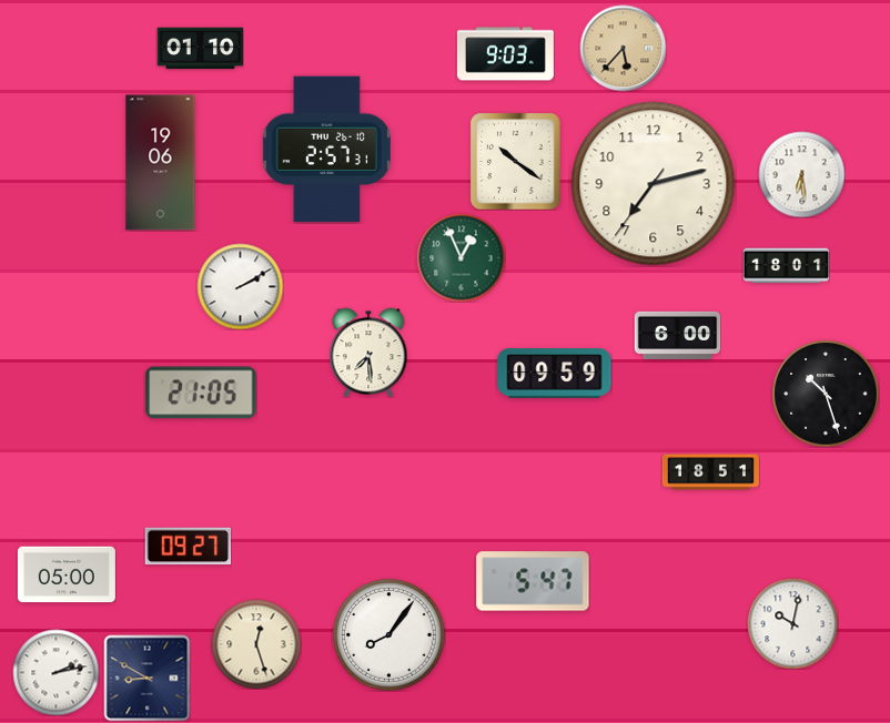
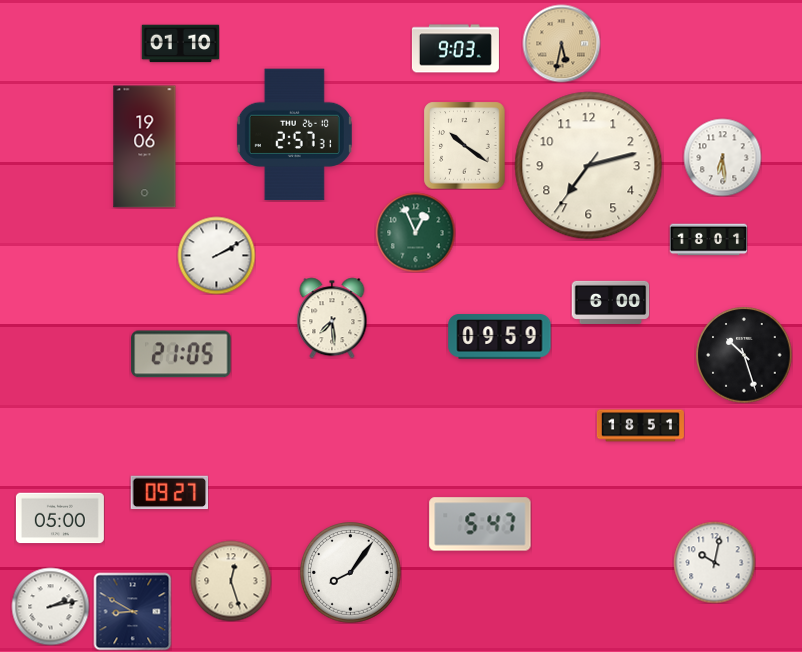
clock at (623, 48): 5:37 -> 5:32
clock at (240, 286) position: (240, 286) -> (216, 255)
